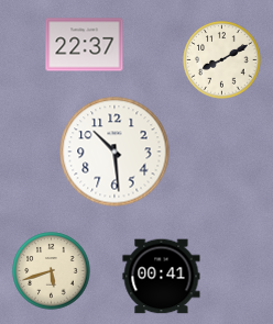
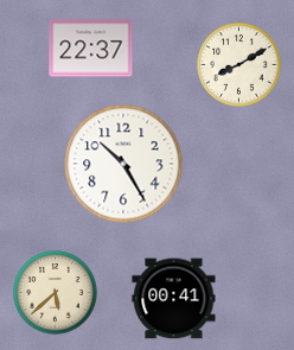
clock at (114, 152): 10:29 -> 10:25
clock at (52, 271): 5:42 -> 5:38
